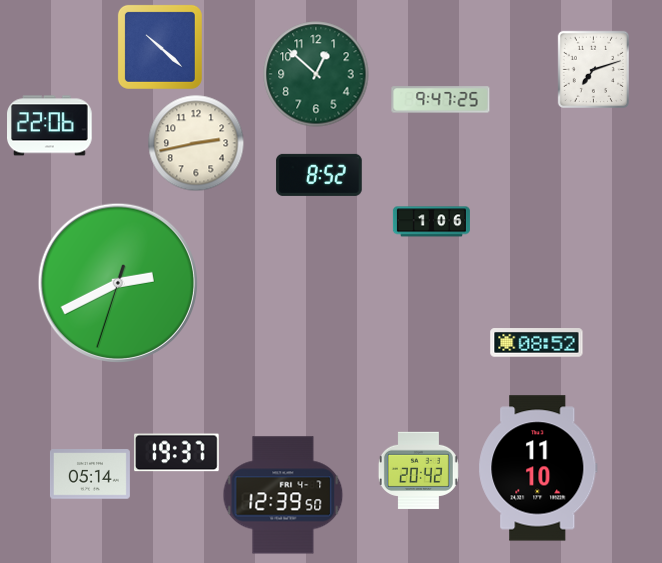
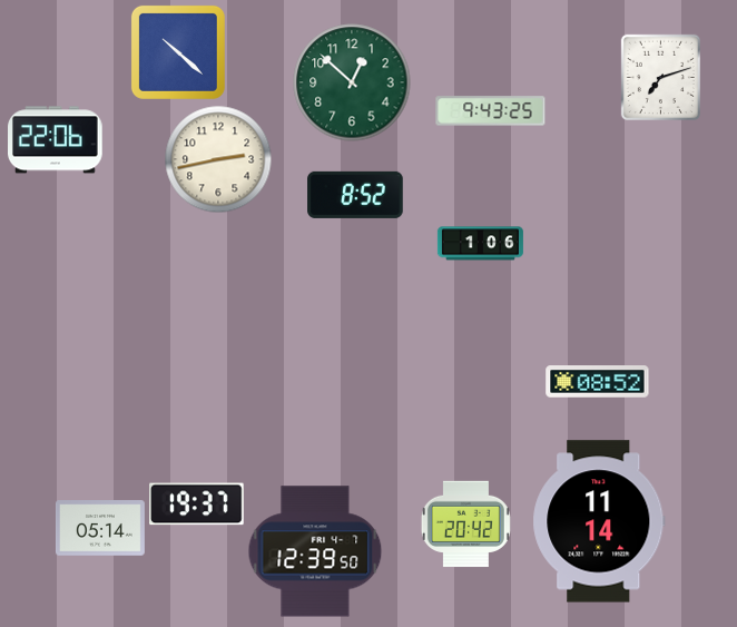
clock at (441, 100): 9:47 -> 9:43
clock at (431, 222) position: (431, 222) -> (480, 244)
clock at (118, 283): 2:40 -> none
clock at (538, 468): 11:10 -> 11:14
